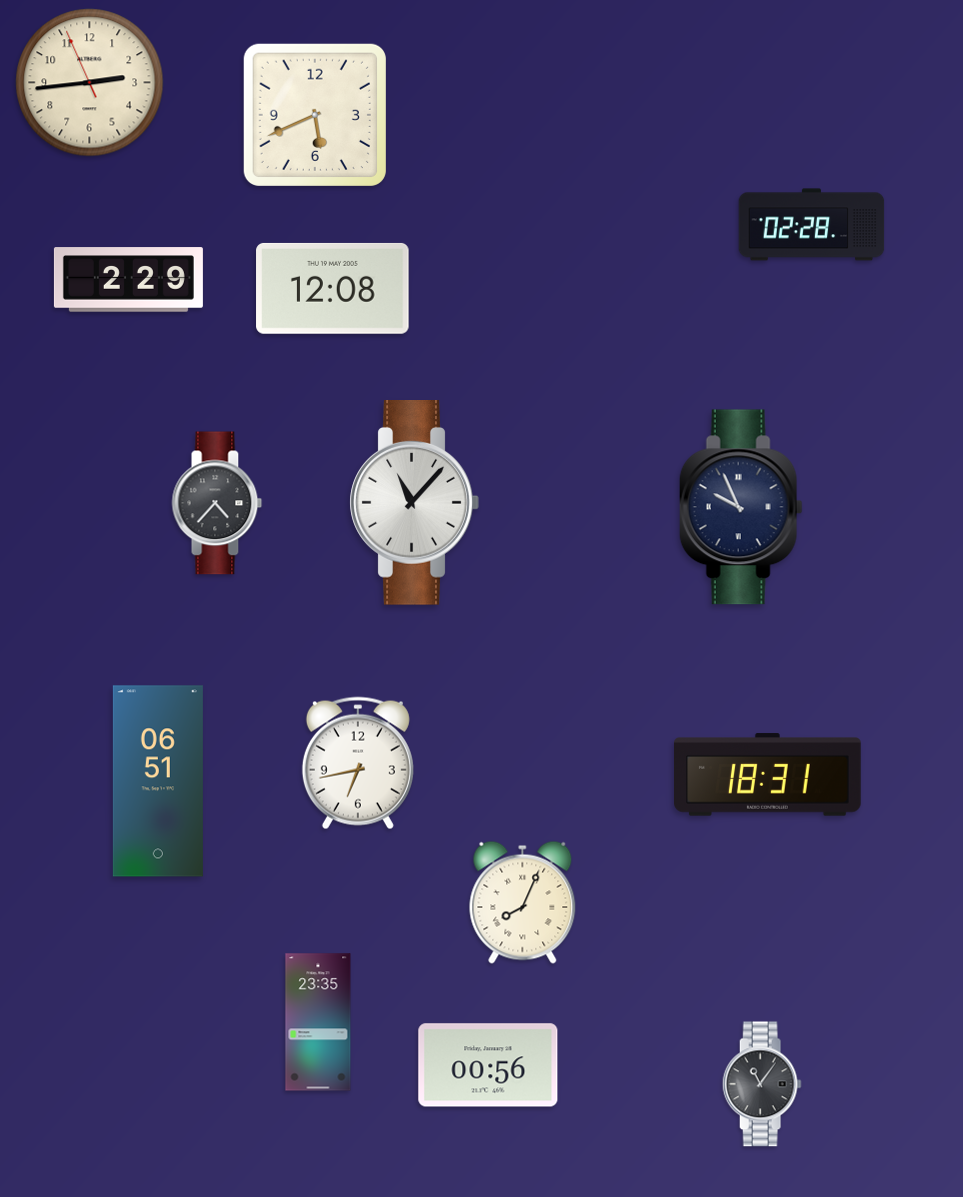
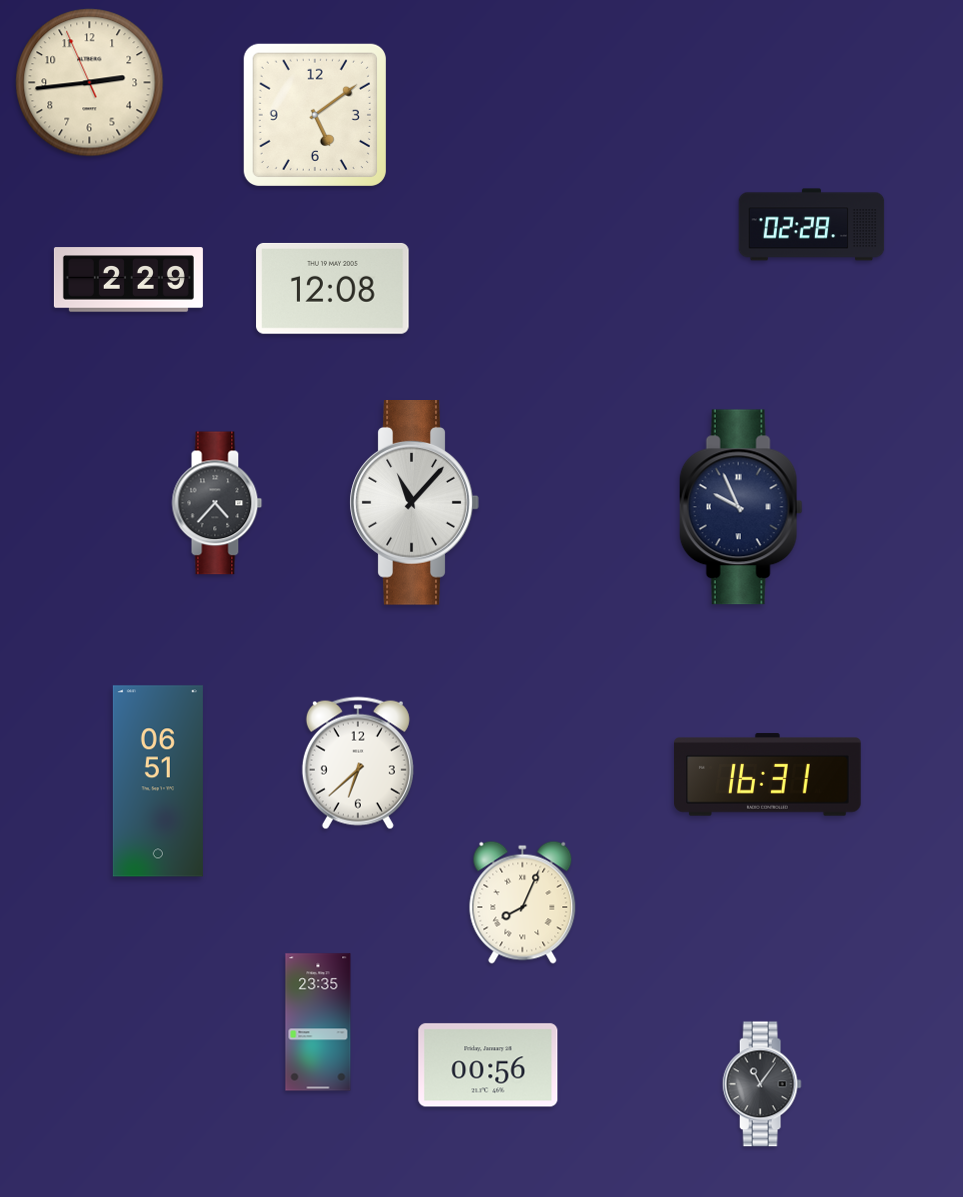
clock at (315, 115): 5:41 -> 5:09
clock at (358, 763): 6:43 -> 6:38
clock at (768, 775): 18:31 -> 16:31
